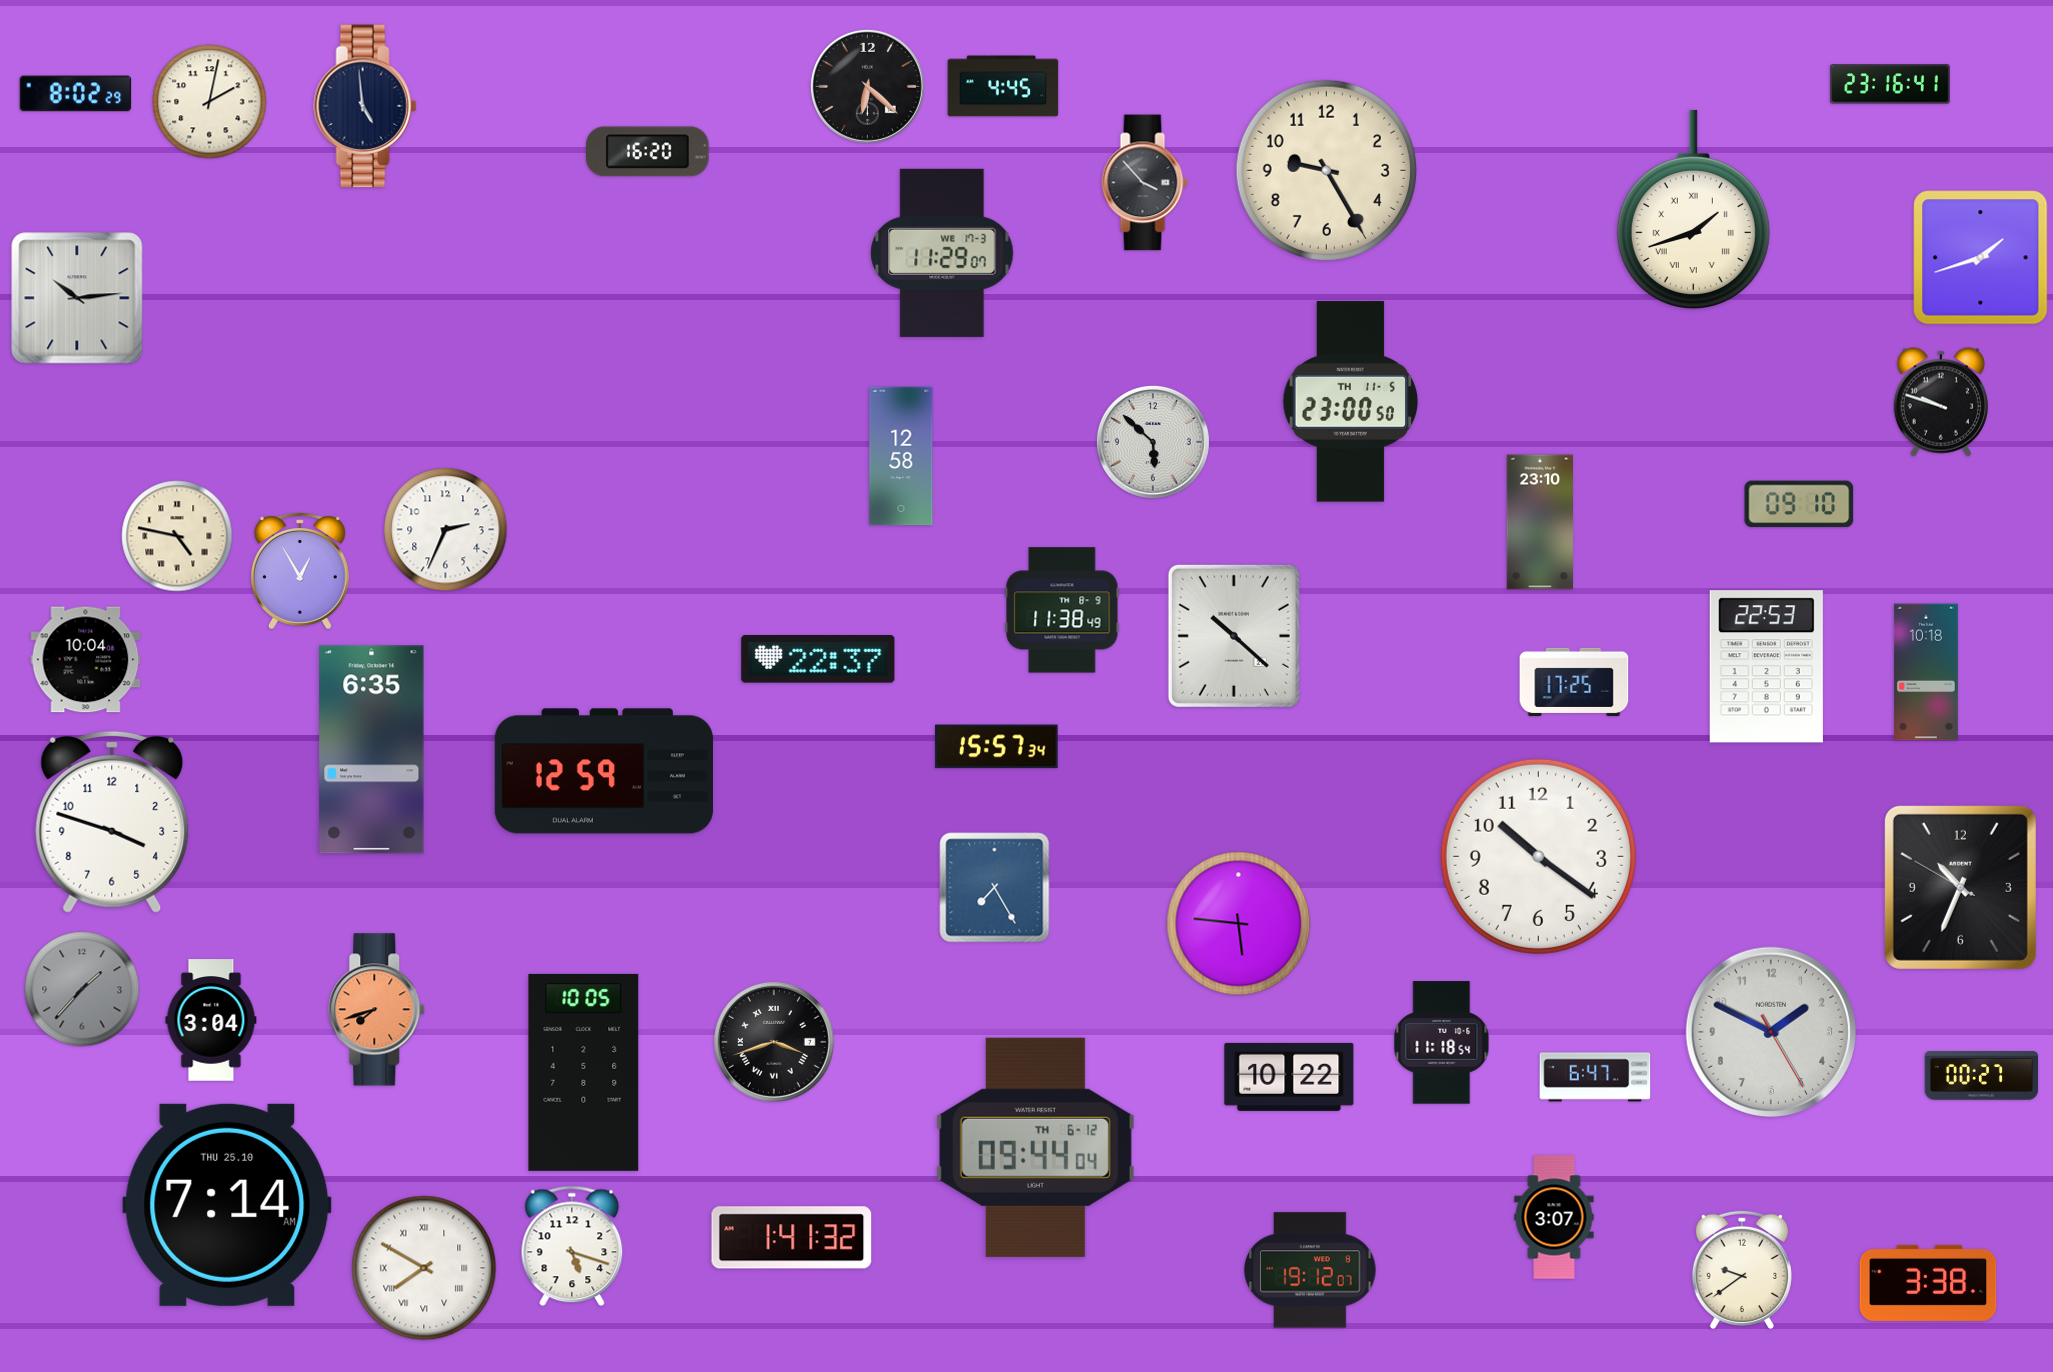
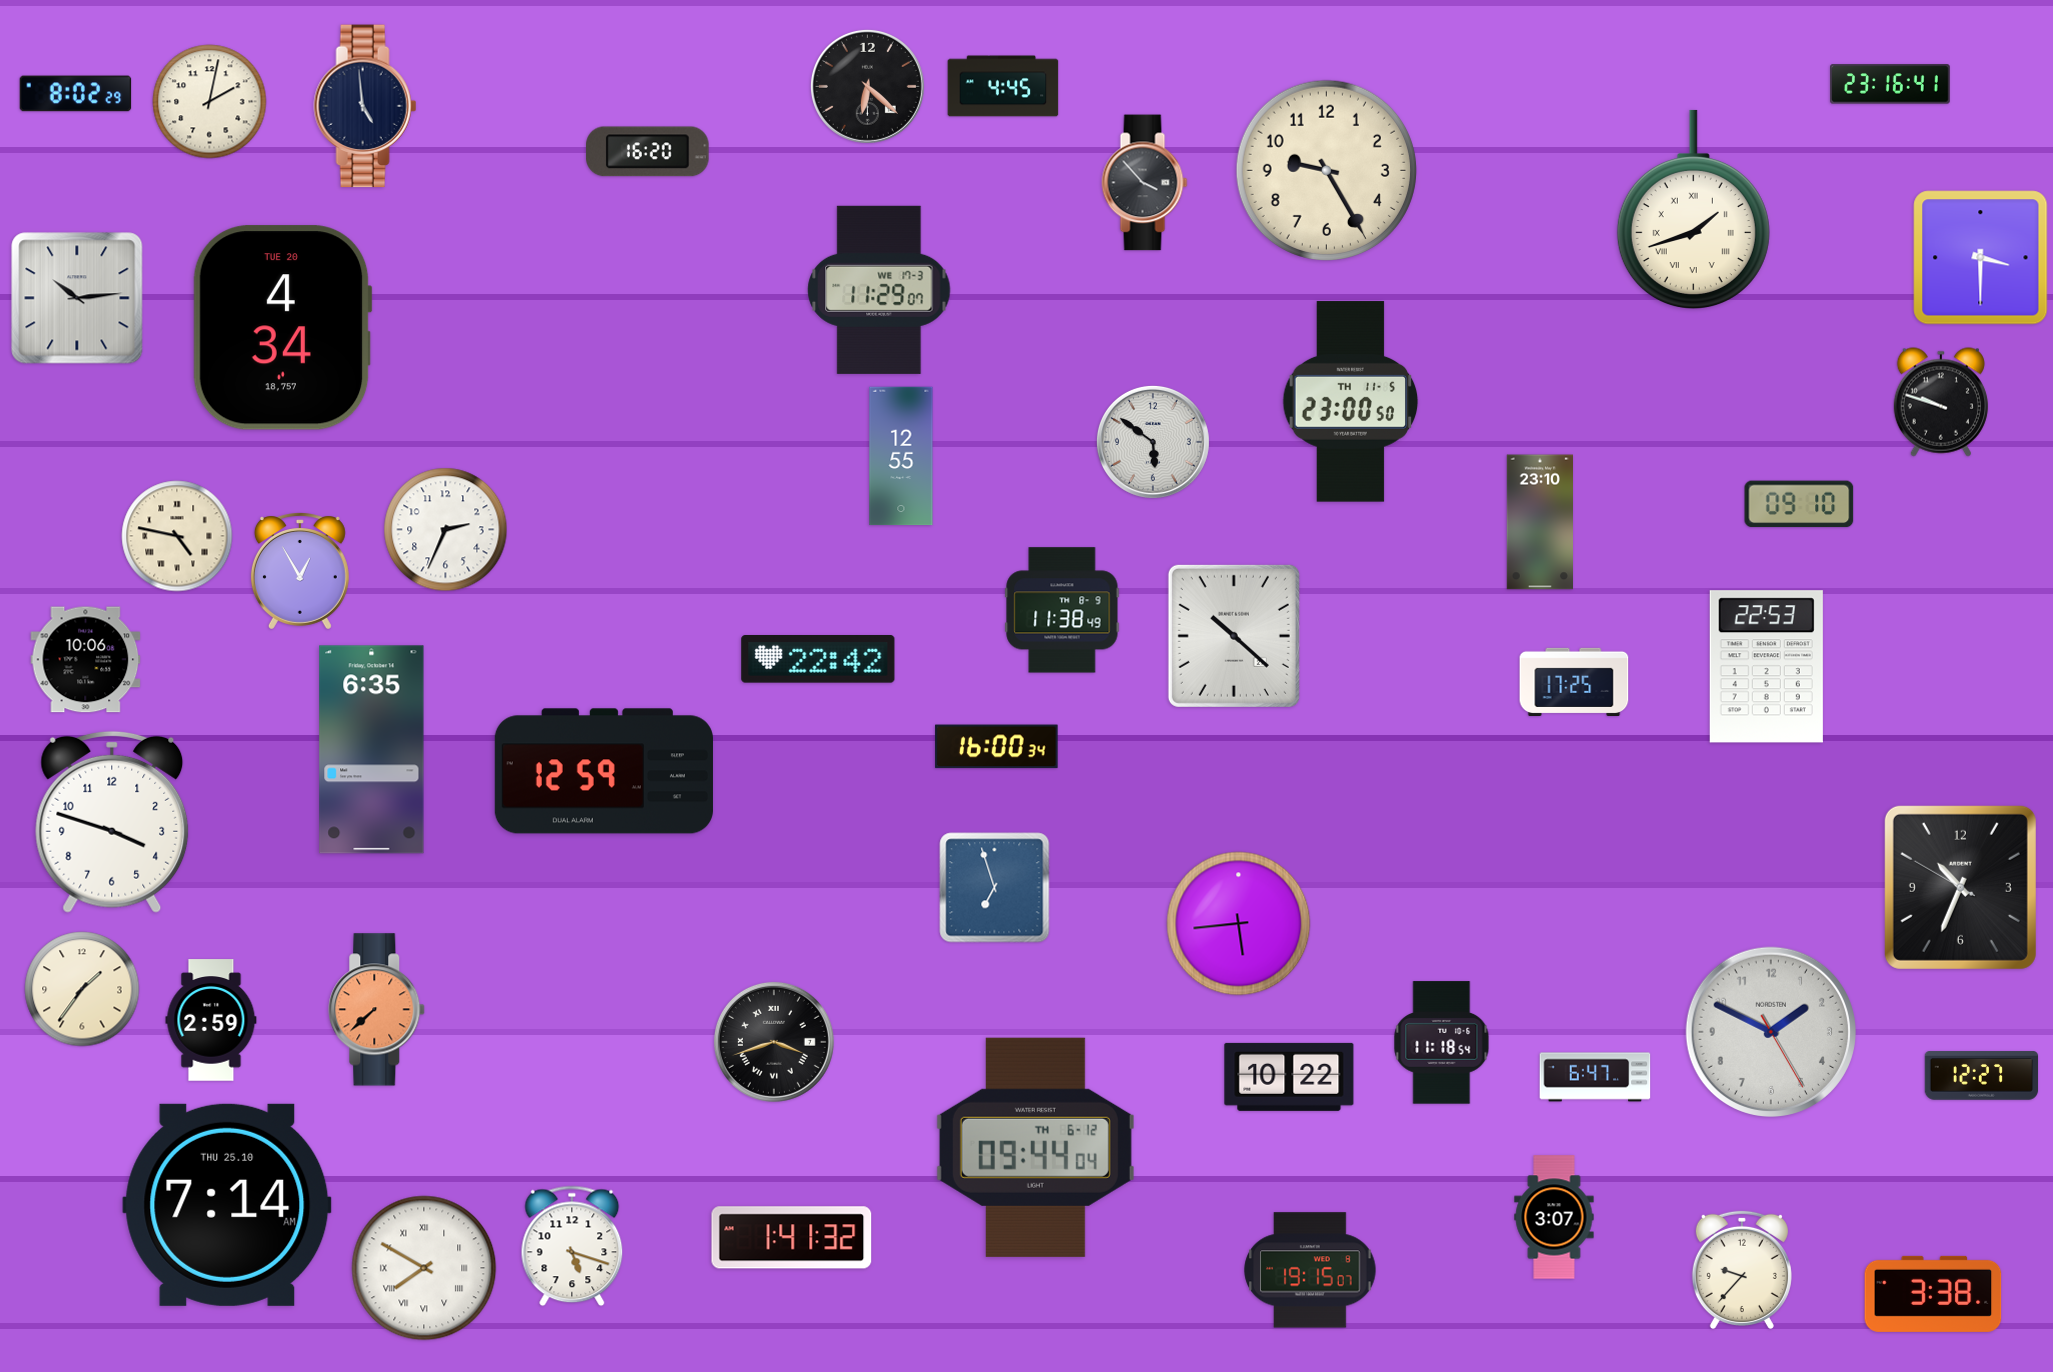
clock at (942, 253) position: (942, 253) -> (879, 290)
clock at (1981, 258): 1:42 -> 3:30
clock at (282, 328): none -> 4:34
clock at (1153, 442): 5:52 -> 5:51
clock at (901, 456): 12:58 -> 12:55
clock at (818, 659): 22:37 -> 22:42
clock at (86, 660): 10:04 -> 10:06
clock at (1926, 672): 10:18 -> none
clock at (997, 747): 15:57 -> 16:00
clock at (1538, 856): 10:21 -> none
clock at (995, 888): 7:25 -> 6:57
clock at (1239, 924): 5:46 -> 5:44
clock at (82, 989): 1:37 -> 1:36
clock at (82, 989) dial: grey -> cream
clock at (377, 1010): 7:42 -> 7:38
clock at (211, 1020): 3:04 -> 2:59
clock at (584, 1072): 10:05 -> none
clock at (1982, 1076): 00:27 -> 12:27
clock at (1742, 1269): 9:39 -> 9:37
clock at (1310, 1270): 19:12 -> 19:15
clock at (1928, 1283) position: (1928, 1283) -> (1933, 1294)
